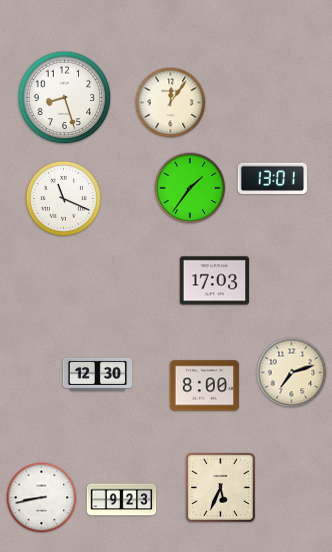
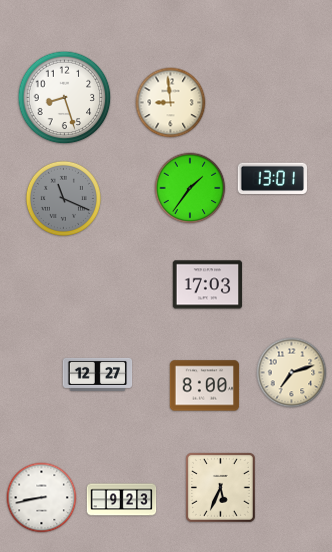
clock at (171, 103): 12:06 -> 8:59
clock at (63, 198) dial: white -> grey
clock at (215, 281) position: (215, 281) -> (208, 285)
clock at (98, 374): 12:30 -> 12:27
